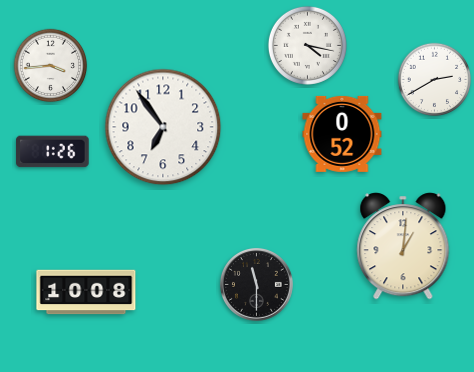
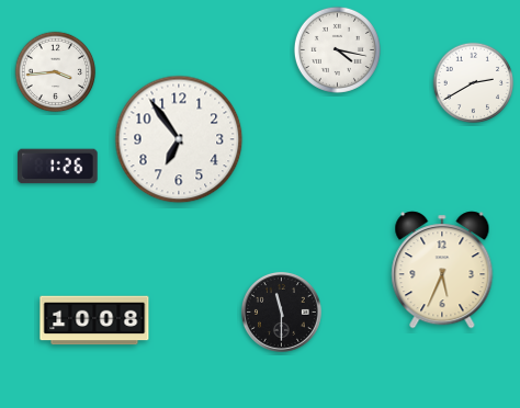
clock at (435, 80) position: (435, 80) -> (474, 83)
clock at (342, 134): 0:52 -> none
clock at (403, 246): 1:01 -> 5:34
